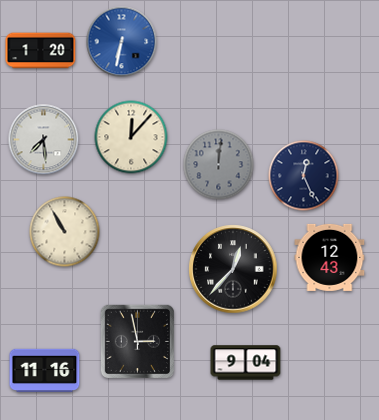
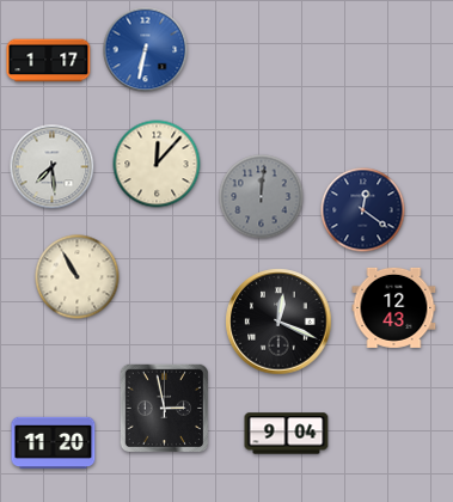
clock at (41, 51): 1:20 -> 1:17
clock at (304, 176): 12:26 -> 12:21
clock at (233, 269): 12:37 -> 12:19
clock at (246, 363) position: (246, 363) -> (287, 434)
clock at (45, 371): 11:16 -> 11:20
